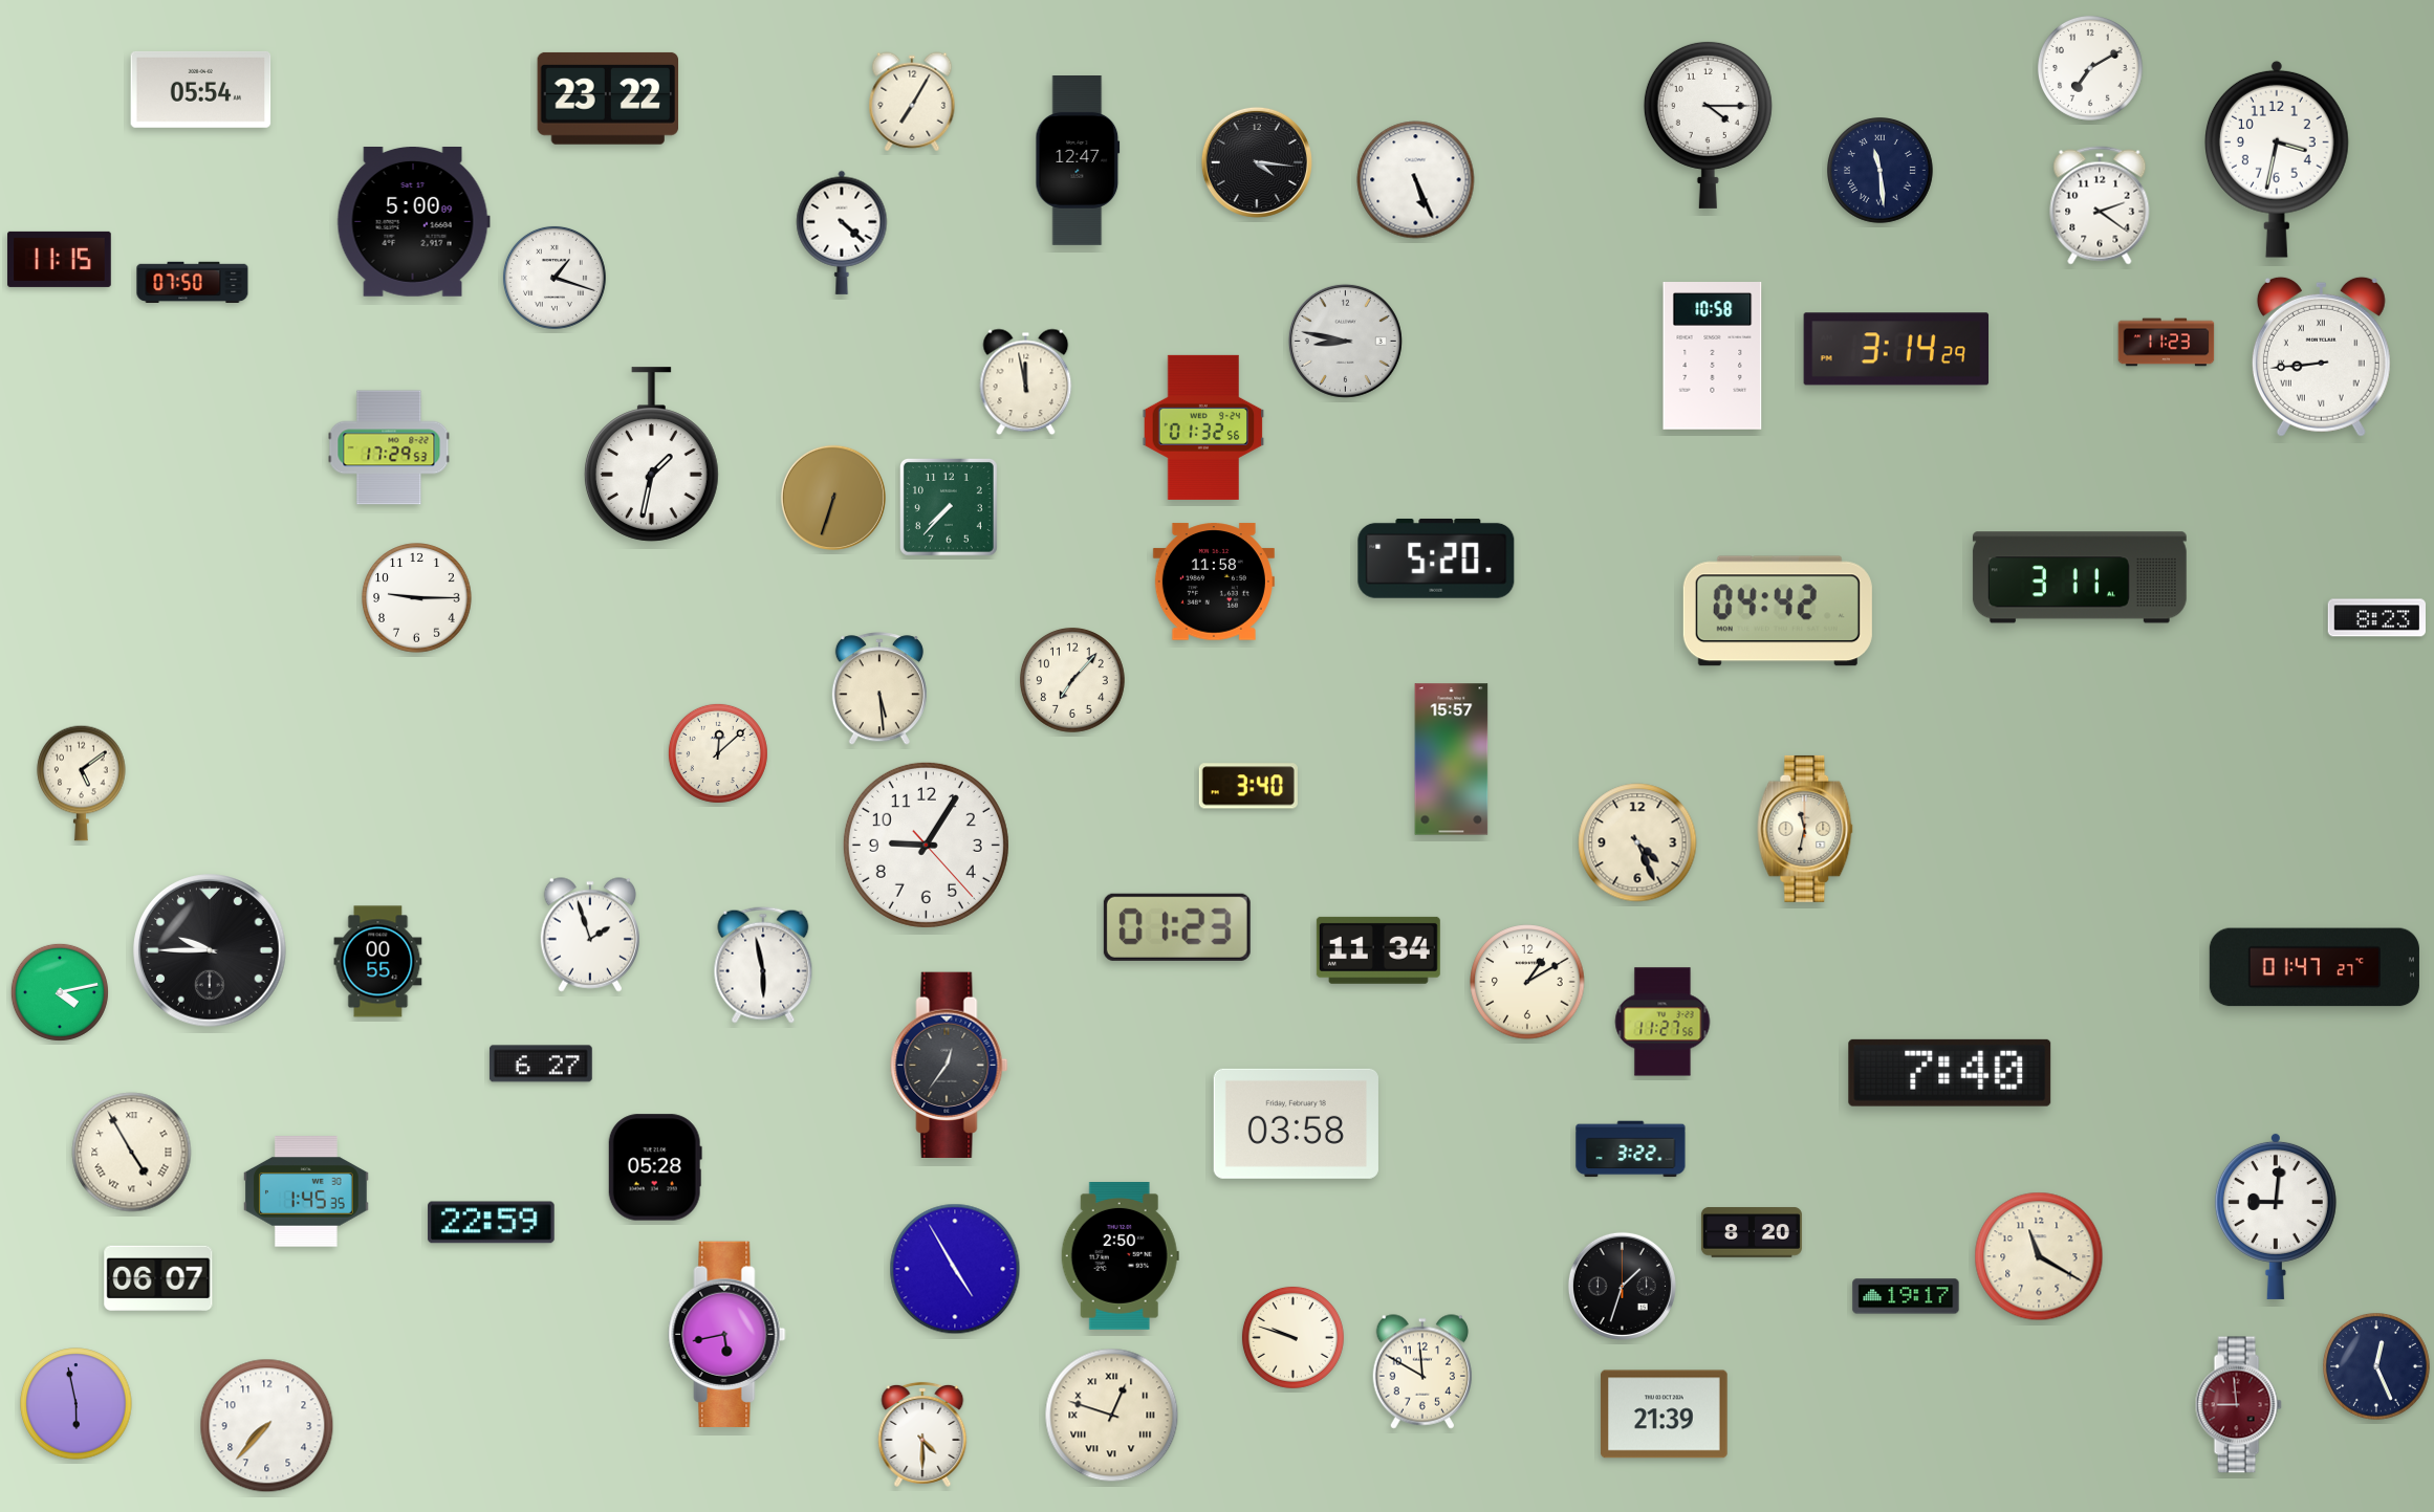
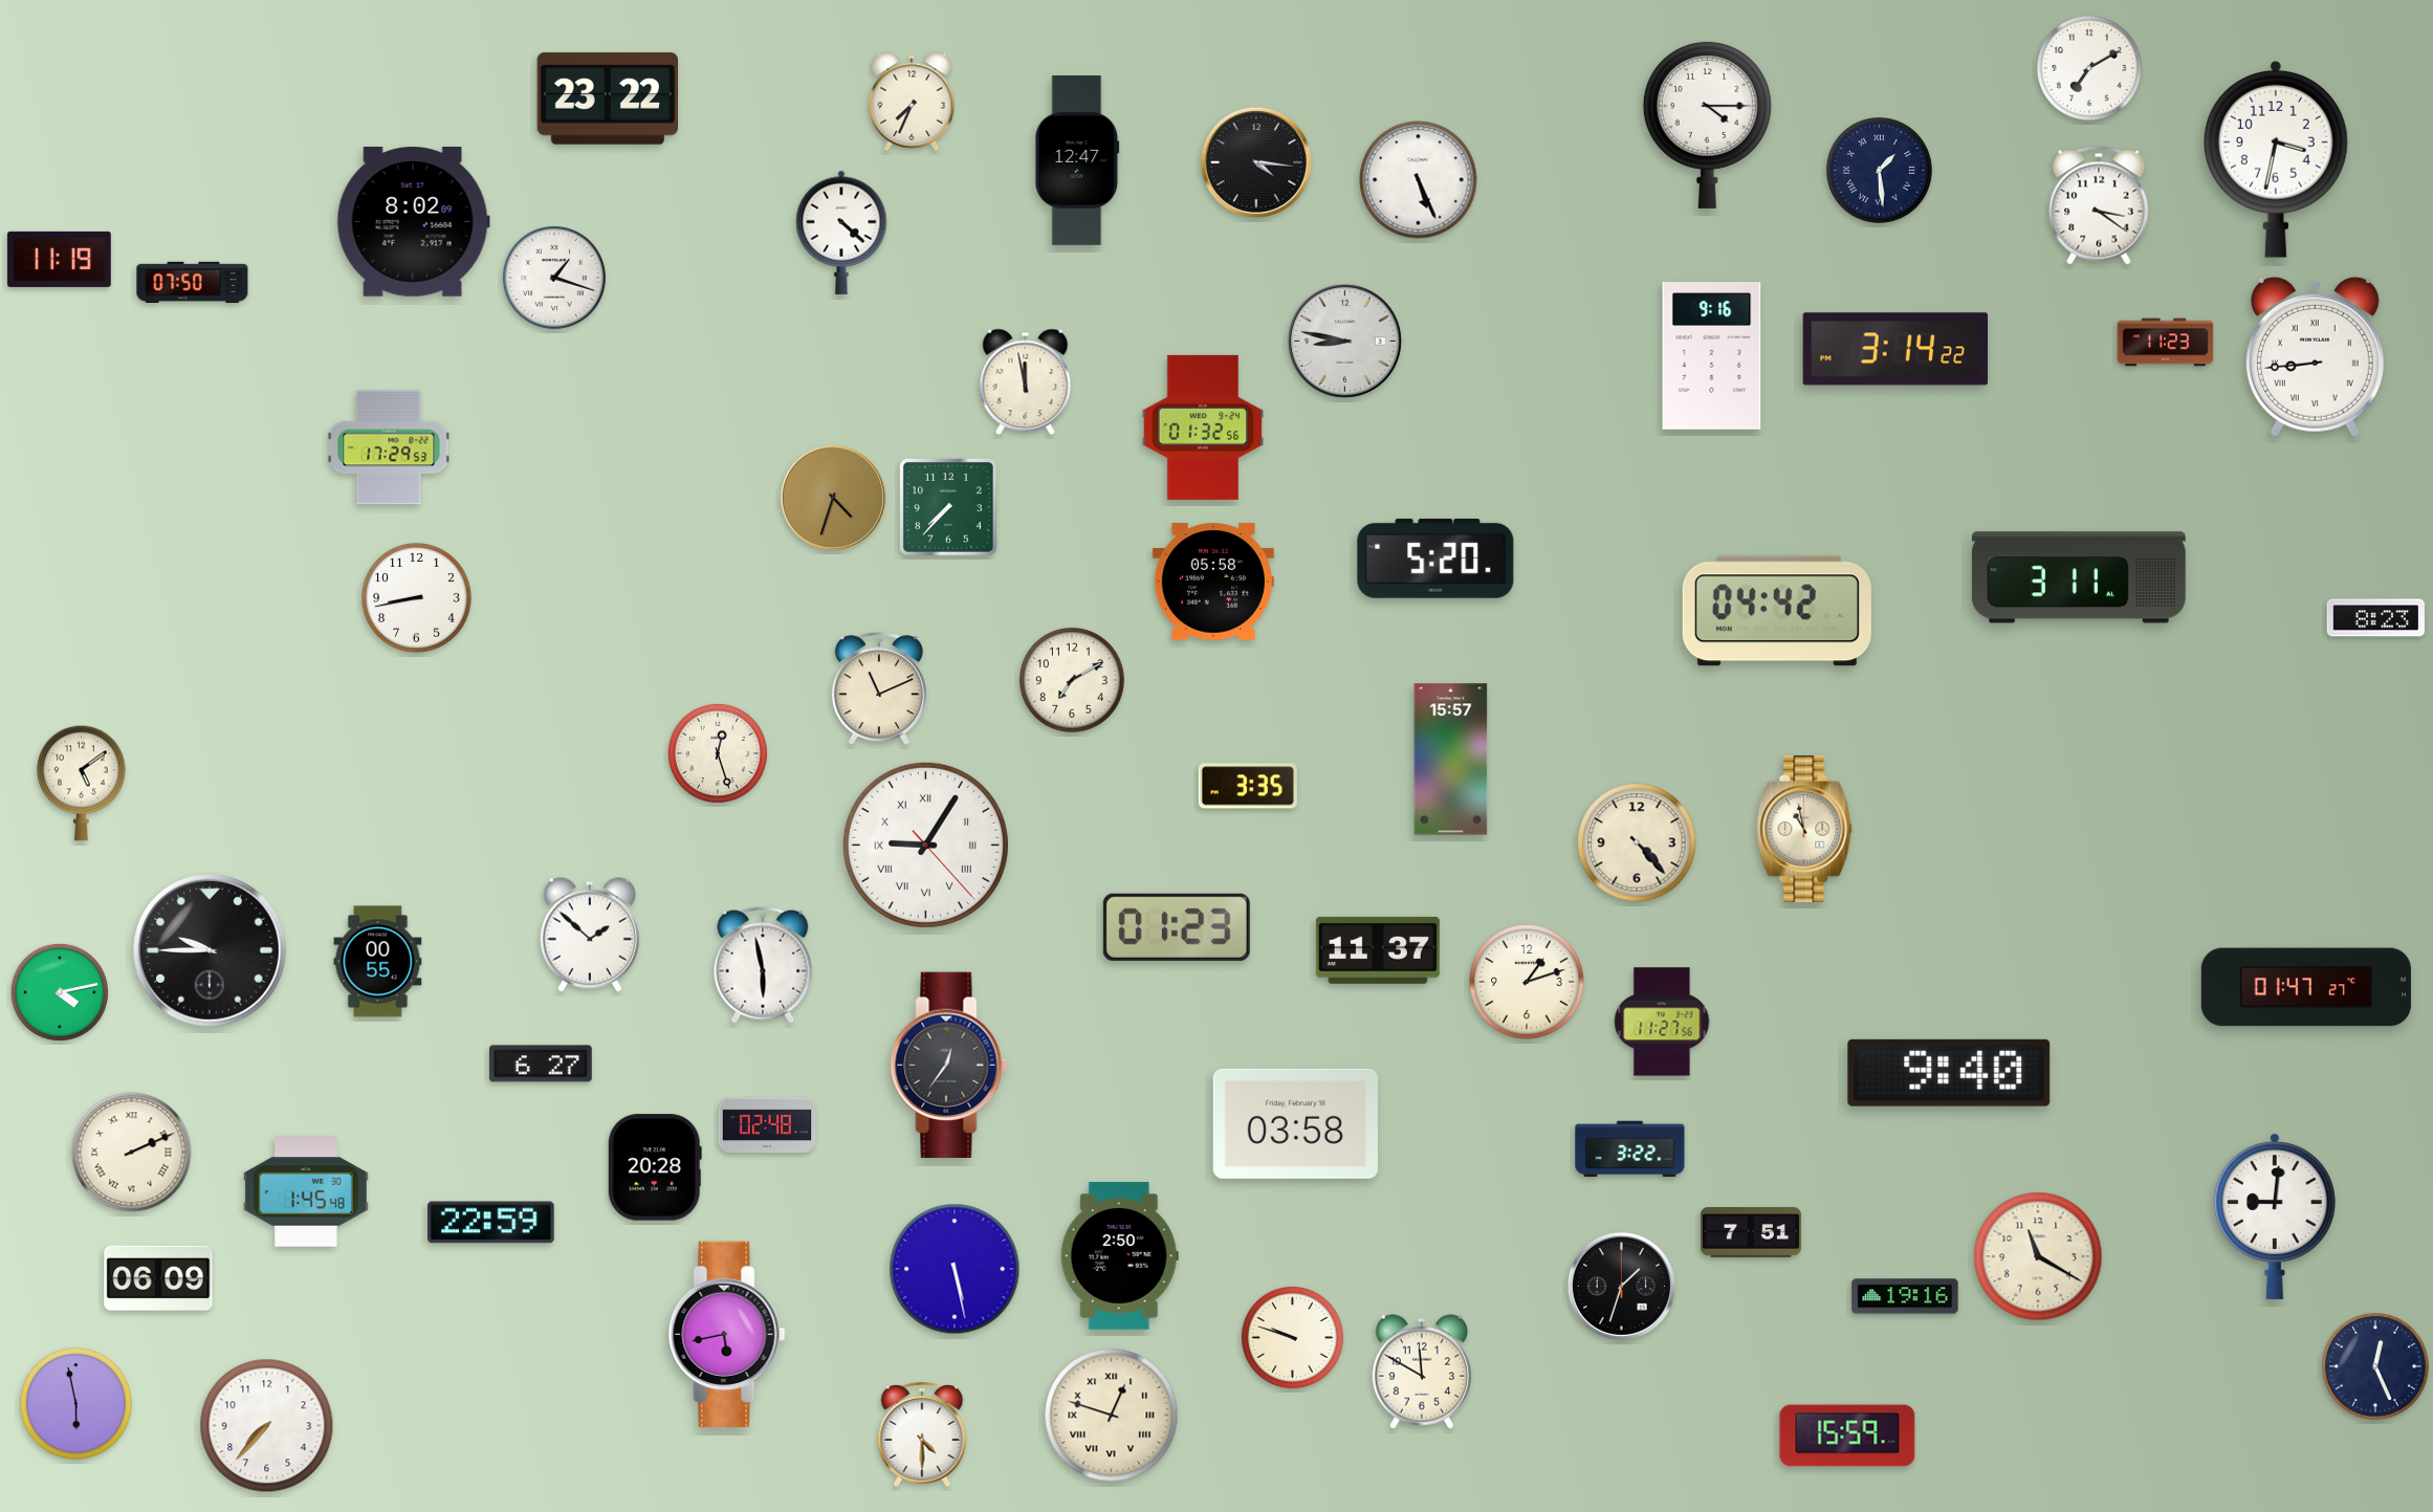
clock at (201, 89): 05:54 -> none
clock at (912, 102): 7:05 -> 7:34
clock at (1881, 171): 11:29 -> 1:29
clock at (1416, 180) position: (1416, 180) -> (1419, 180)
clock at (2100, 205): 2:21 -> 3:21
clock at (413, 222): 5:00 -> 8:02
clock at (60, 259): 11:15 -> 11:19
clock at (1896, 349): 3:14:29 -> 3:14:22
clock at (1713, 356): 10:58 -> 9:16
clock at (2321, 356) position: (2321, 356) -> (2315, 356)
clock at (651, 455): 1:32 -> none
clock at (833, 498): 6:33 -> 4:33
clock at (1214, 582): 11:58 -> 05:58
clock at (417, 598): 9:15 -> 8:43
clock at (1072, 680): 7:07 -> 7:10
clock at (879, 689): 5:29 -> 11:11
clock at (718, 753): 12:08 -> 12:27
clock at (1248, 786): 3:40 -> 3:35
clock at (1805, 829): 11:32 -> 10:58
clock at (1637, 842): 4:26 -> 4:23
clock at (926, 845) numerals: Arabic -> Roman
clock at (589, 935): 1:57 -> 1:52
clock at (1378, 950): 11:34 -> 11:37
clock at (2315, 967) position: (2315, 967) -> (2306, 987)
clock at (1527, 982): 1:10 -> 1:12
clock at (1950, 1073): 7:40 -> 9:40
clock at (767, 1125): none -> 02:48
clock at (132, 1153): 4:55 -> 2:11
clock at (655, 1167): 05:28 -> 20:28
clock at (307, 1191): 1:45:35 -> 1:45:48
clock at (1752, 1232): 8:20 -> 7:51
clock at (955, 1269): 4:55 -> 5:28
clock at (158, 1278): 06:07 -> 06:09
clock at (1906, 1296): 19:17 -> 19:16
clock at (2238, 1405): 8:59 -> none
clock at (1665, 1415): 21:39 -> none
clock at (1847, 1436): none -> 15:59
